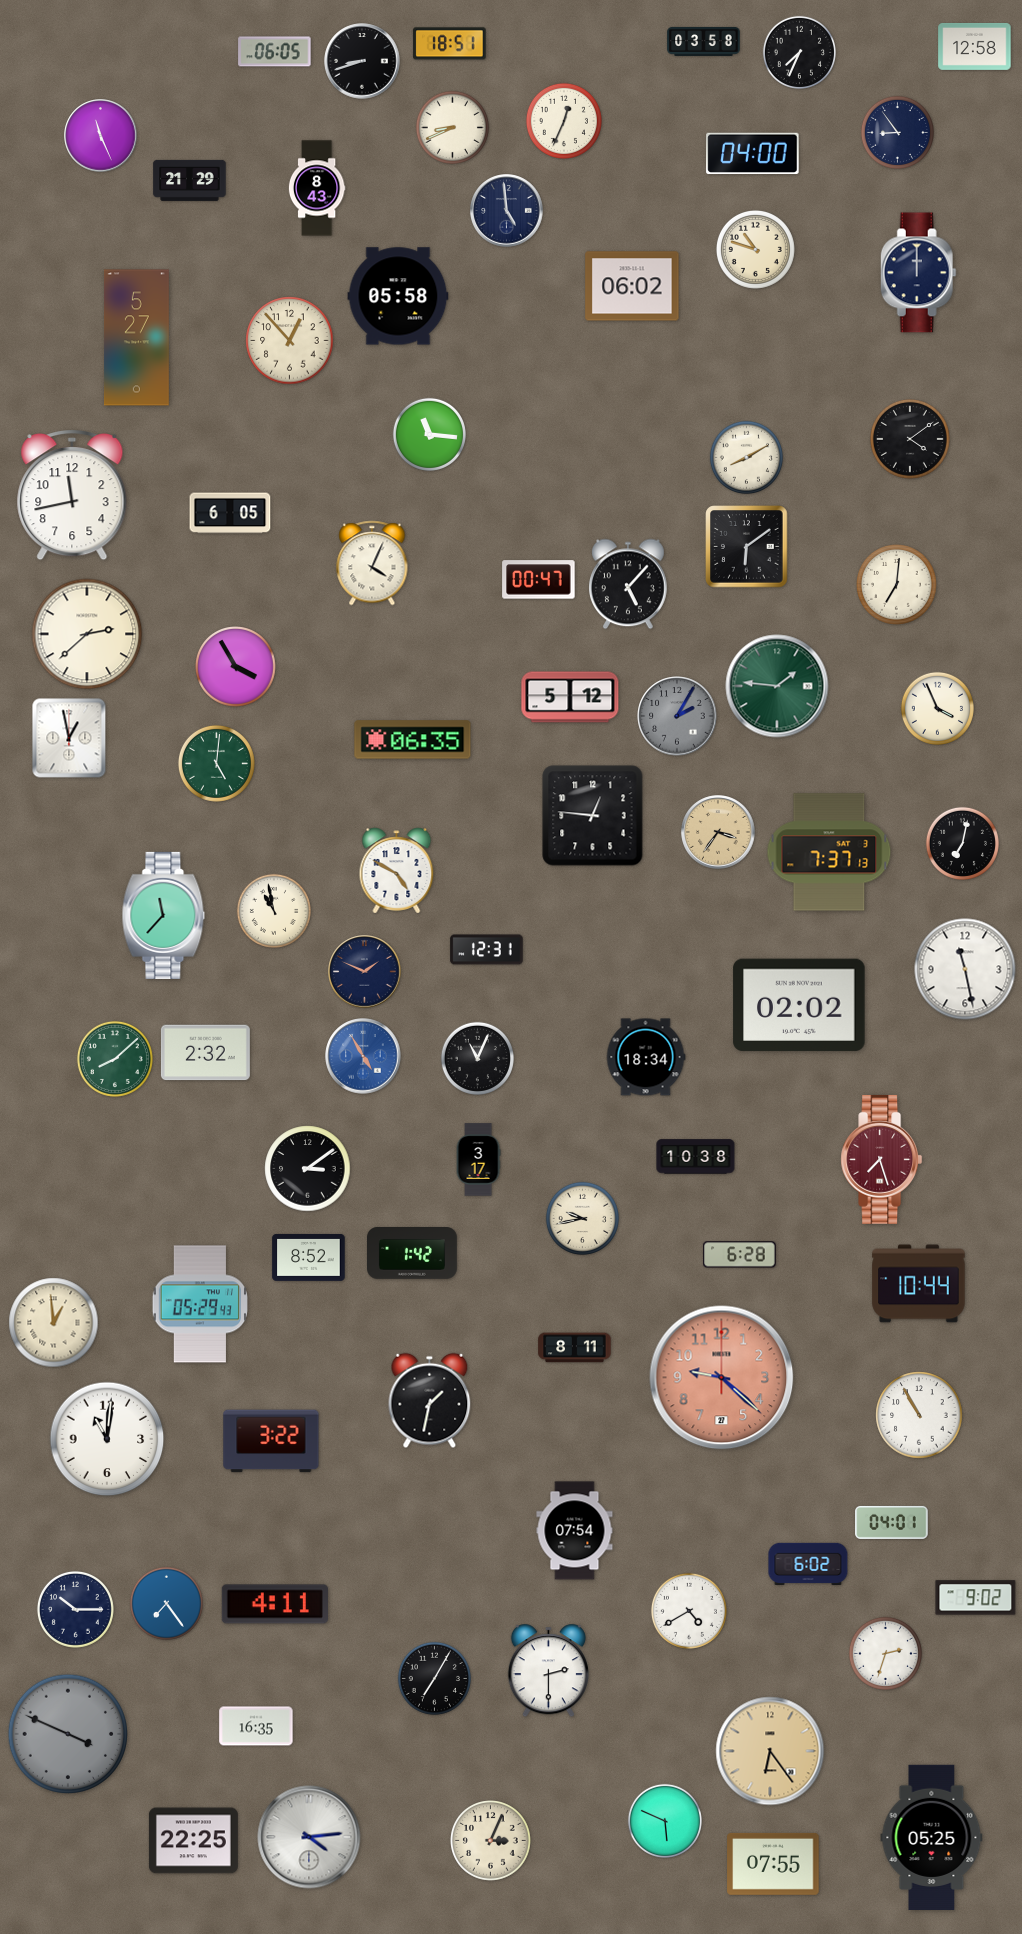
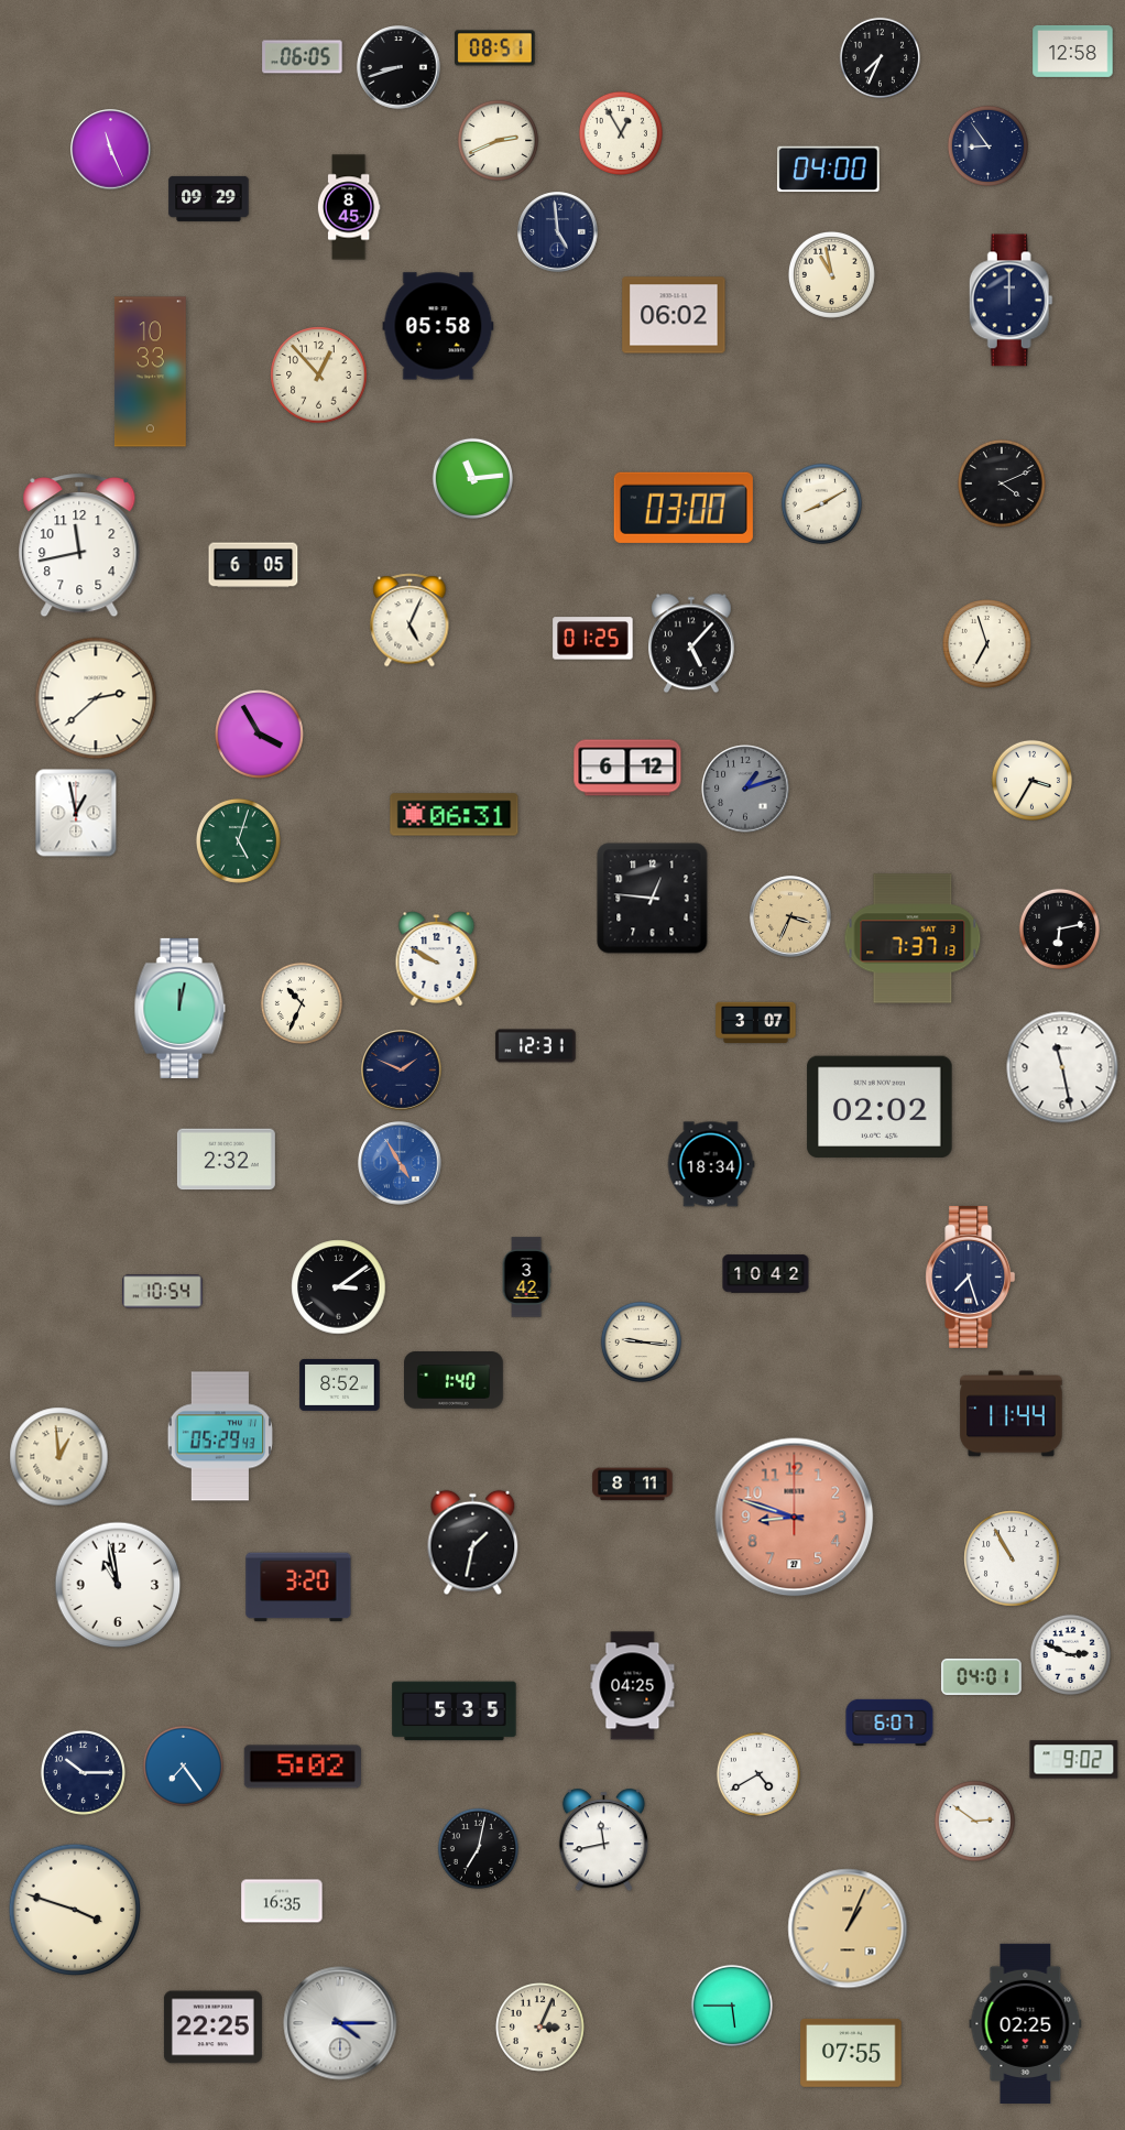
clock at (704, 42): 03:58 -> none
clock at (450, 44): 18:51 -> 08:51
clock at (564, 121): 12:34 -> 12:55
clock at (452, 127): 8:41 -> 2:41
clock at (190, 180): 21:29 -> 09:29
clock at (317, 188): 8:43 -> 8:45
clock at (755, 249): 10:48 -> 10:58
clock at (632, 286) position: (632, 286) -> (674, 315)
clock at (137, 338): 5:27 -> 10:33
clock at (429, 434): 11:16 -> 11:14
clock at (911, 440): 4:09 -> 4:11
clock at (684, 508): none -> 03:00
clock at (747, 547): 6:09 -> none
clock at (372, 563): 4:04 -> 5:04
clock at (539, 580): 00:47 -> 01:25
clock at (897, 585): 7:01 -> 6:57
clock at (777, 686): 1:46 -> none
clock at (570, 697): 5:12 -> 6:12
clock at (937, 708): 3:56 -> 3:35
clock at (677, 716): 2:05 -> 1:12
clock at (413, 740): 06:35 -> 06:31
clock at (216, 763): 5:01 -> 5:03
clock at (718, 832): 3:36 -> 3:34
clock at (962, 843): 7:02 -> 6:13
clock at (397, 871): 4:50 -> 9:50
clock at (274, 911): 10:58 -> 10:34
clock at (164, 915): 11:37 -> 12:02
clock at (756, 1022): none -> 3:07
clock at (477, 1058): 11:04 -> none
clock at (115, 1059): 8:08 -> none
clock at (696, 1157): 10:38 -> 10:42
clock at (882, 1159) dial: burgundy -> navy
clock at (478, 1160): 3:17 -> 3:42
clock at (163, 1292): none -> 10:54
clock at (582, 1218): 9:43 -> 9:16
clock at (413, 1254): 1:42 -> 1:40
clock at (740, 1255): 6:28 -> none
clock at (919, 1284): 10:44 -> 11:44
clock at (722, 1378): 9:22 -> 8:48
clock at (107, 1439): 11:01 -> 10:58
clock at (271, 1441): 3:22 -> 3:20
clock at (1070, 1654): none -> 2:49
clock at (575, 1531): 07:54 -> 04:25
clock at (455, 1711): none -> 5:35
clock at (808, 1563): 6:02 -> 6:07
clock at (275, 1604): 4:11 -> 5:02
clock at (885, 1653): 2:33 -> 2:51
clock at (548, 1671): 2:30 -> 11:43
clock at (434, 1678): 7:05 -> 7:02
clock at (67, 1733): 3:49 -> 3:48
clock at (67, 1733) dial: grey -> cream
clock at (770, 1751): 6:24 -> 1:04
clock at (665, 1821): 5:49 -> 5:45
clock at (309, 1837): 4:14 -> 4:15
clock at (932, 1837): 05:25 -> 02:25
